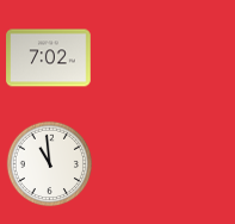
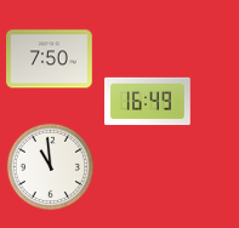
clock at (49, 58): 7:02 -> 7:50
clock at (148, 102): none -> 16:49
